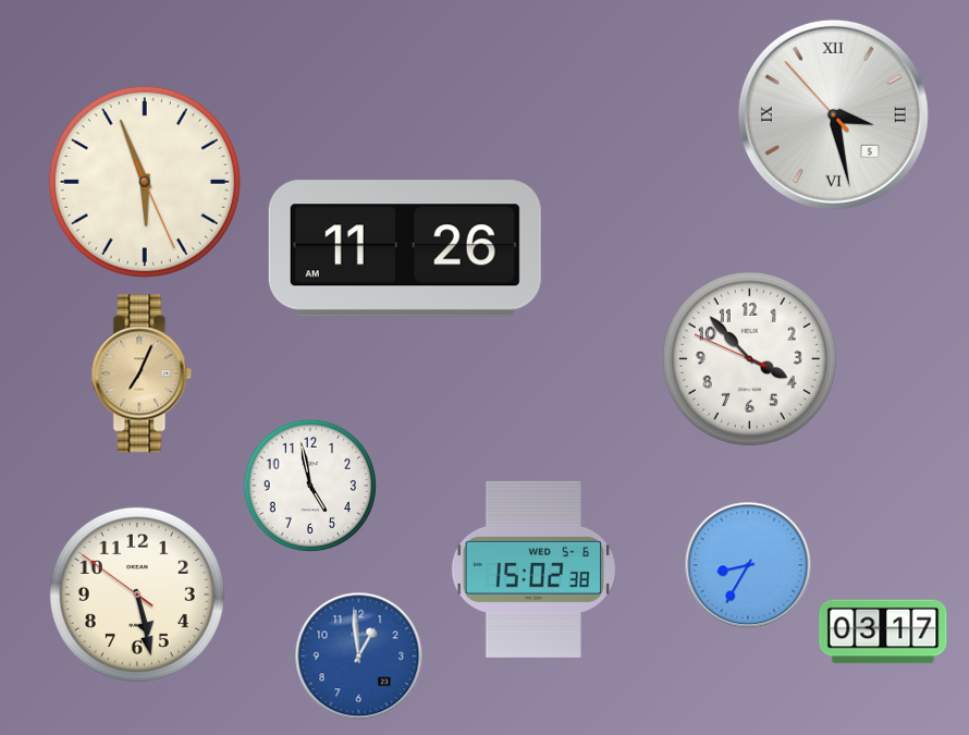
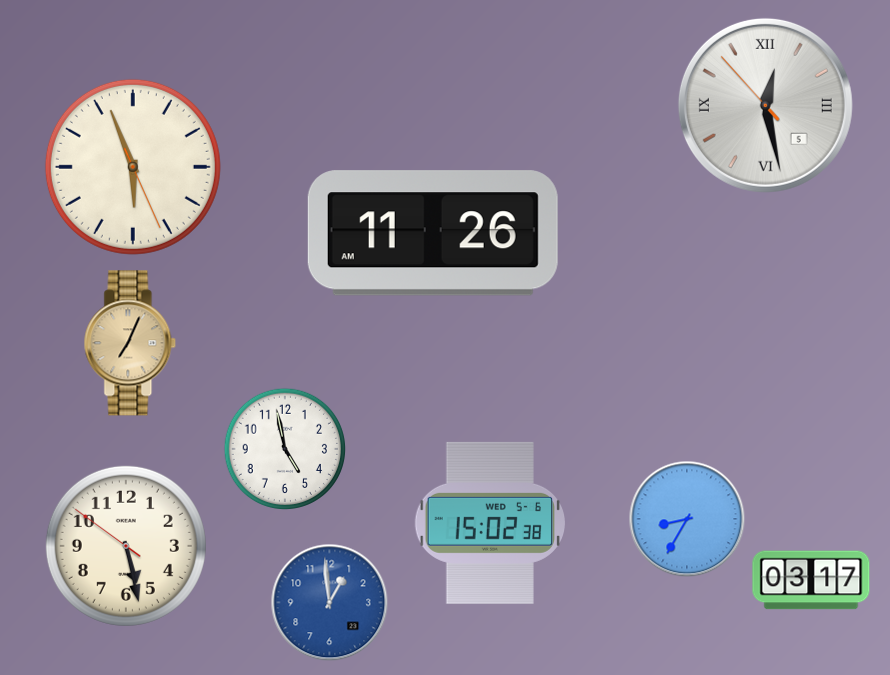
clock at (833, 114): 3:27 -> 12:27
clock at (405, 248) position: (405, 248) -> (433, 233)
clock at (749, 358): 3:52 -> none
clock at (309, 485) position: (309, 485) -> (284, 448)
